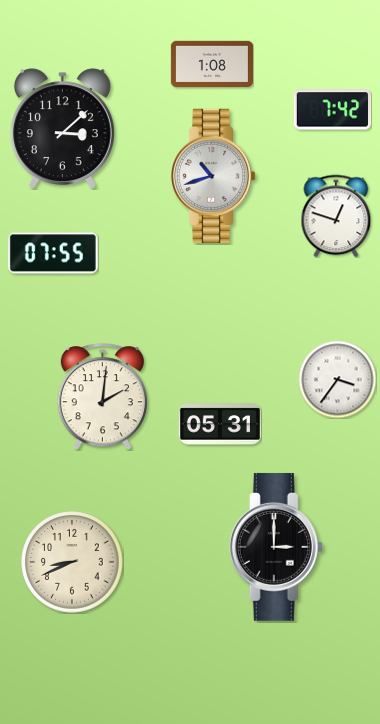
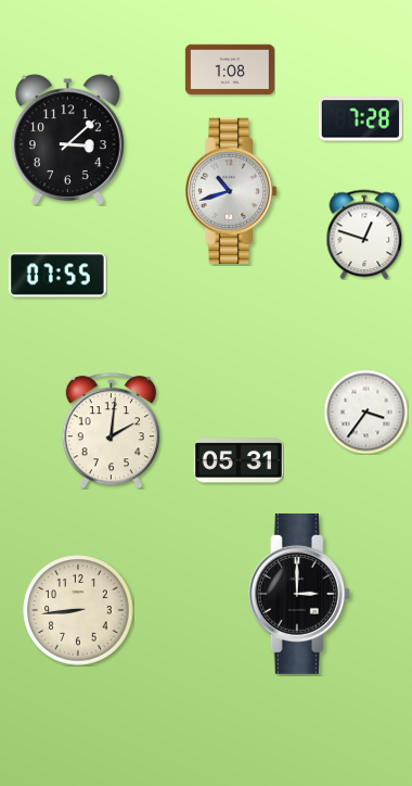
clock at (332, 110): 7:42 -> 7:28
clock at (72, 562): 8:41 -> 8:44
